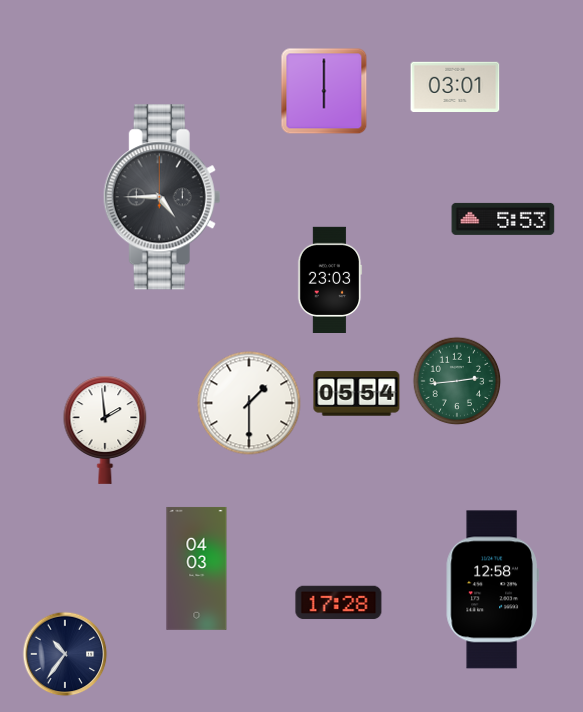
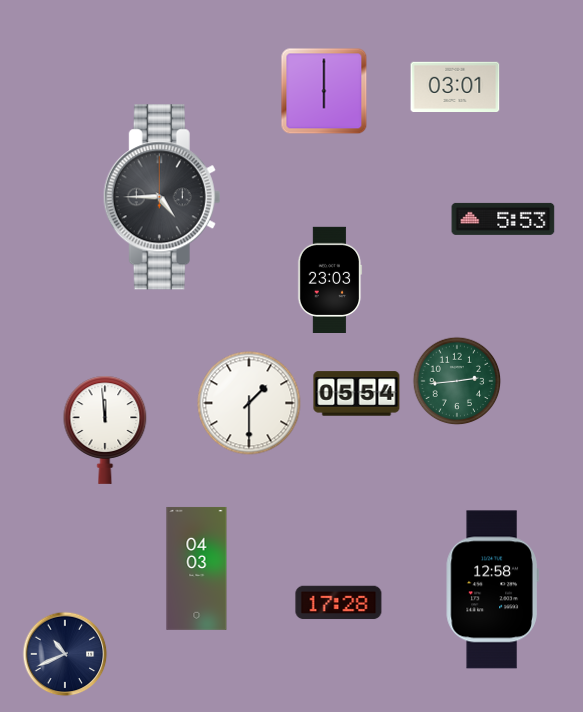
clock at (105, 430): 1:59 -> 11:59
clock at (65, 654): 10:36 -> 10:41
